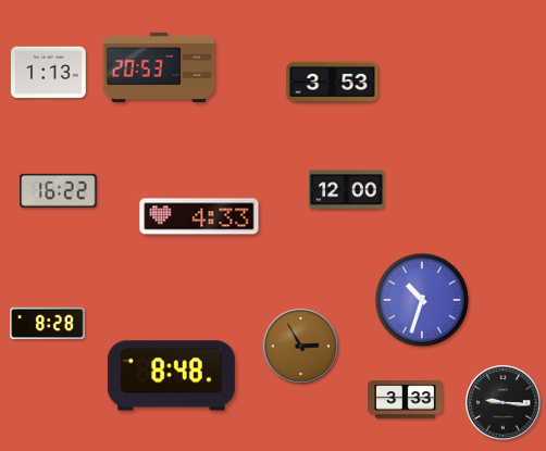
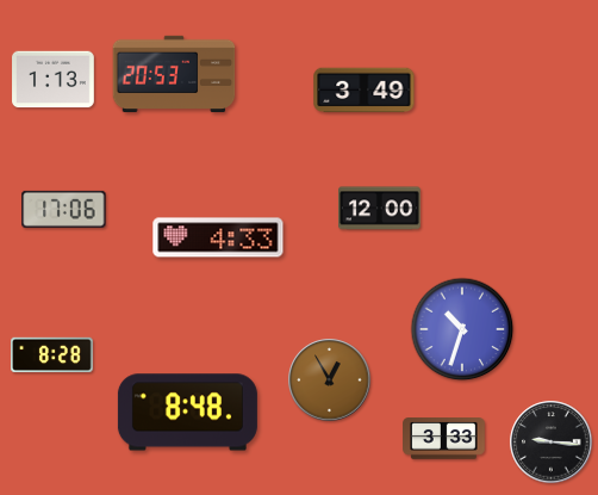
clock at (333, 83): 3:53 -> 3:49
clock at (59, 190): 16:22 -> 17:06
clock at (301, 347): 2:55 -> 12:55
